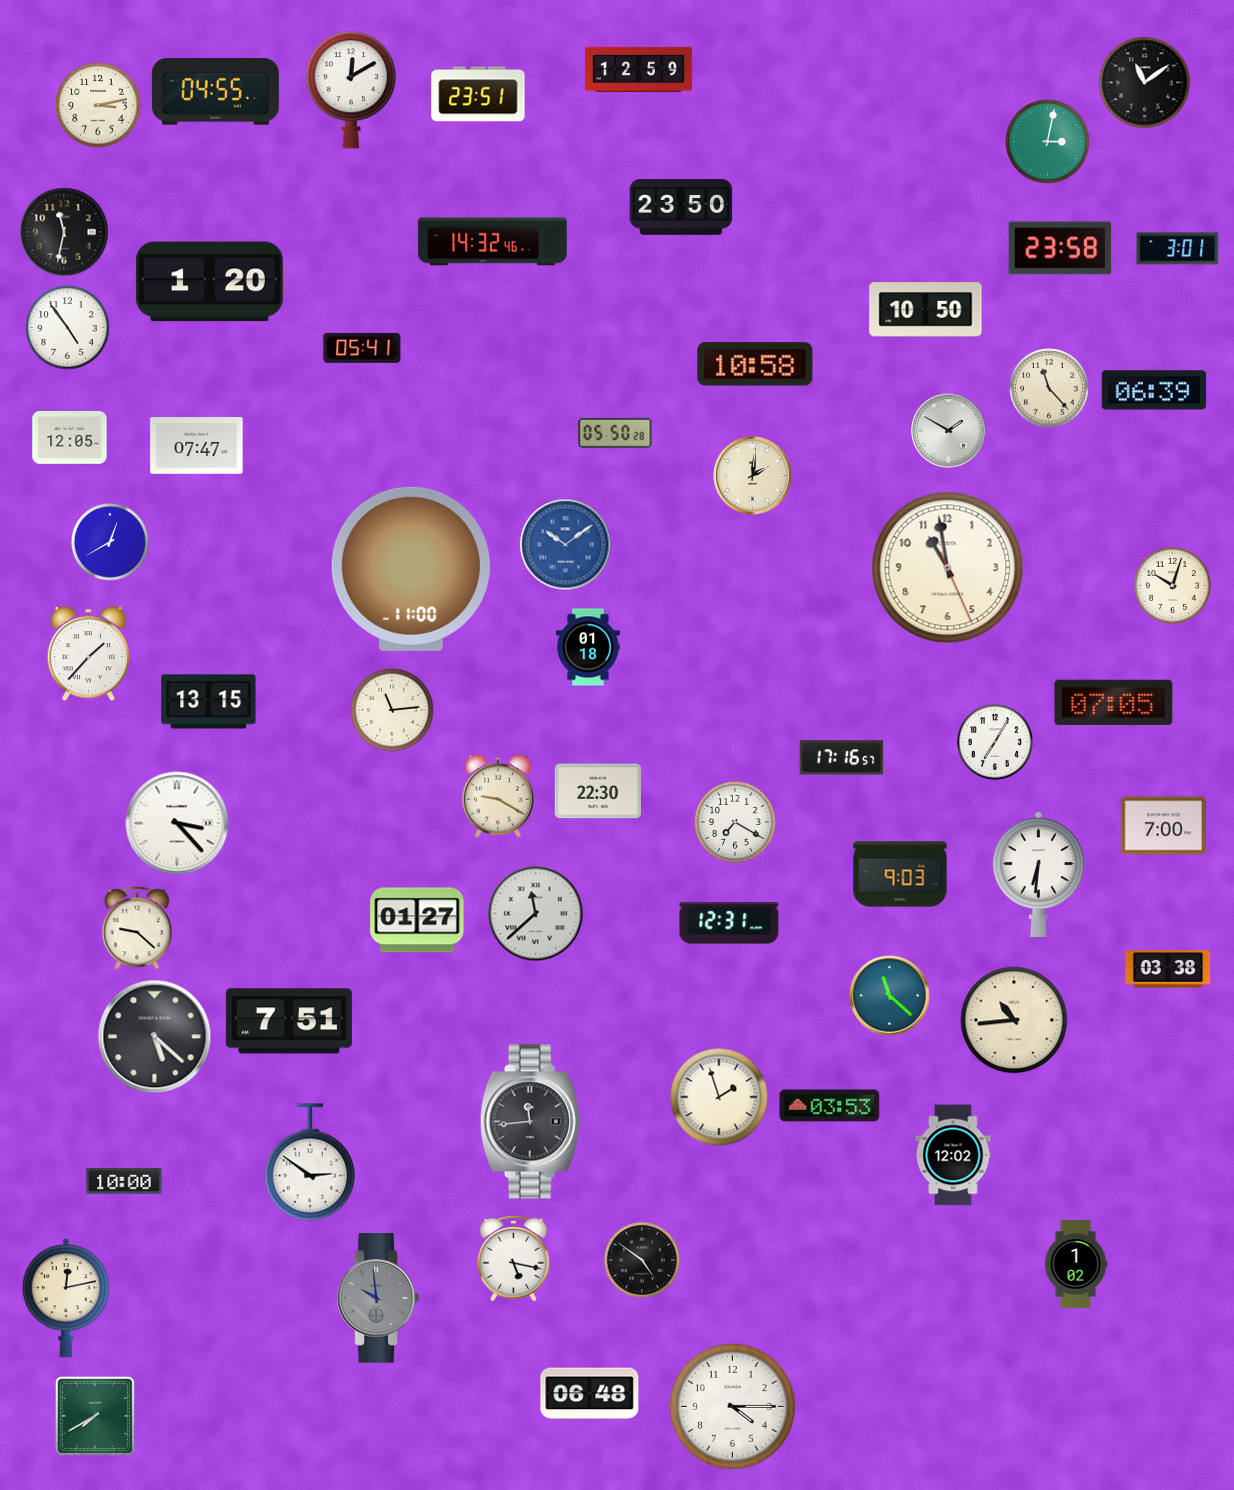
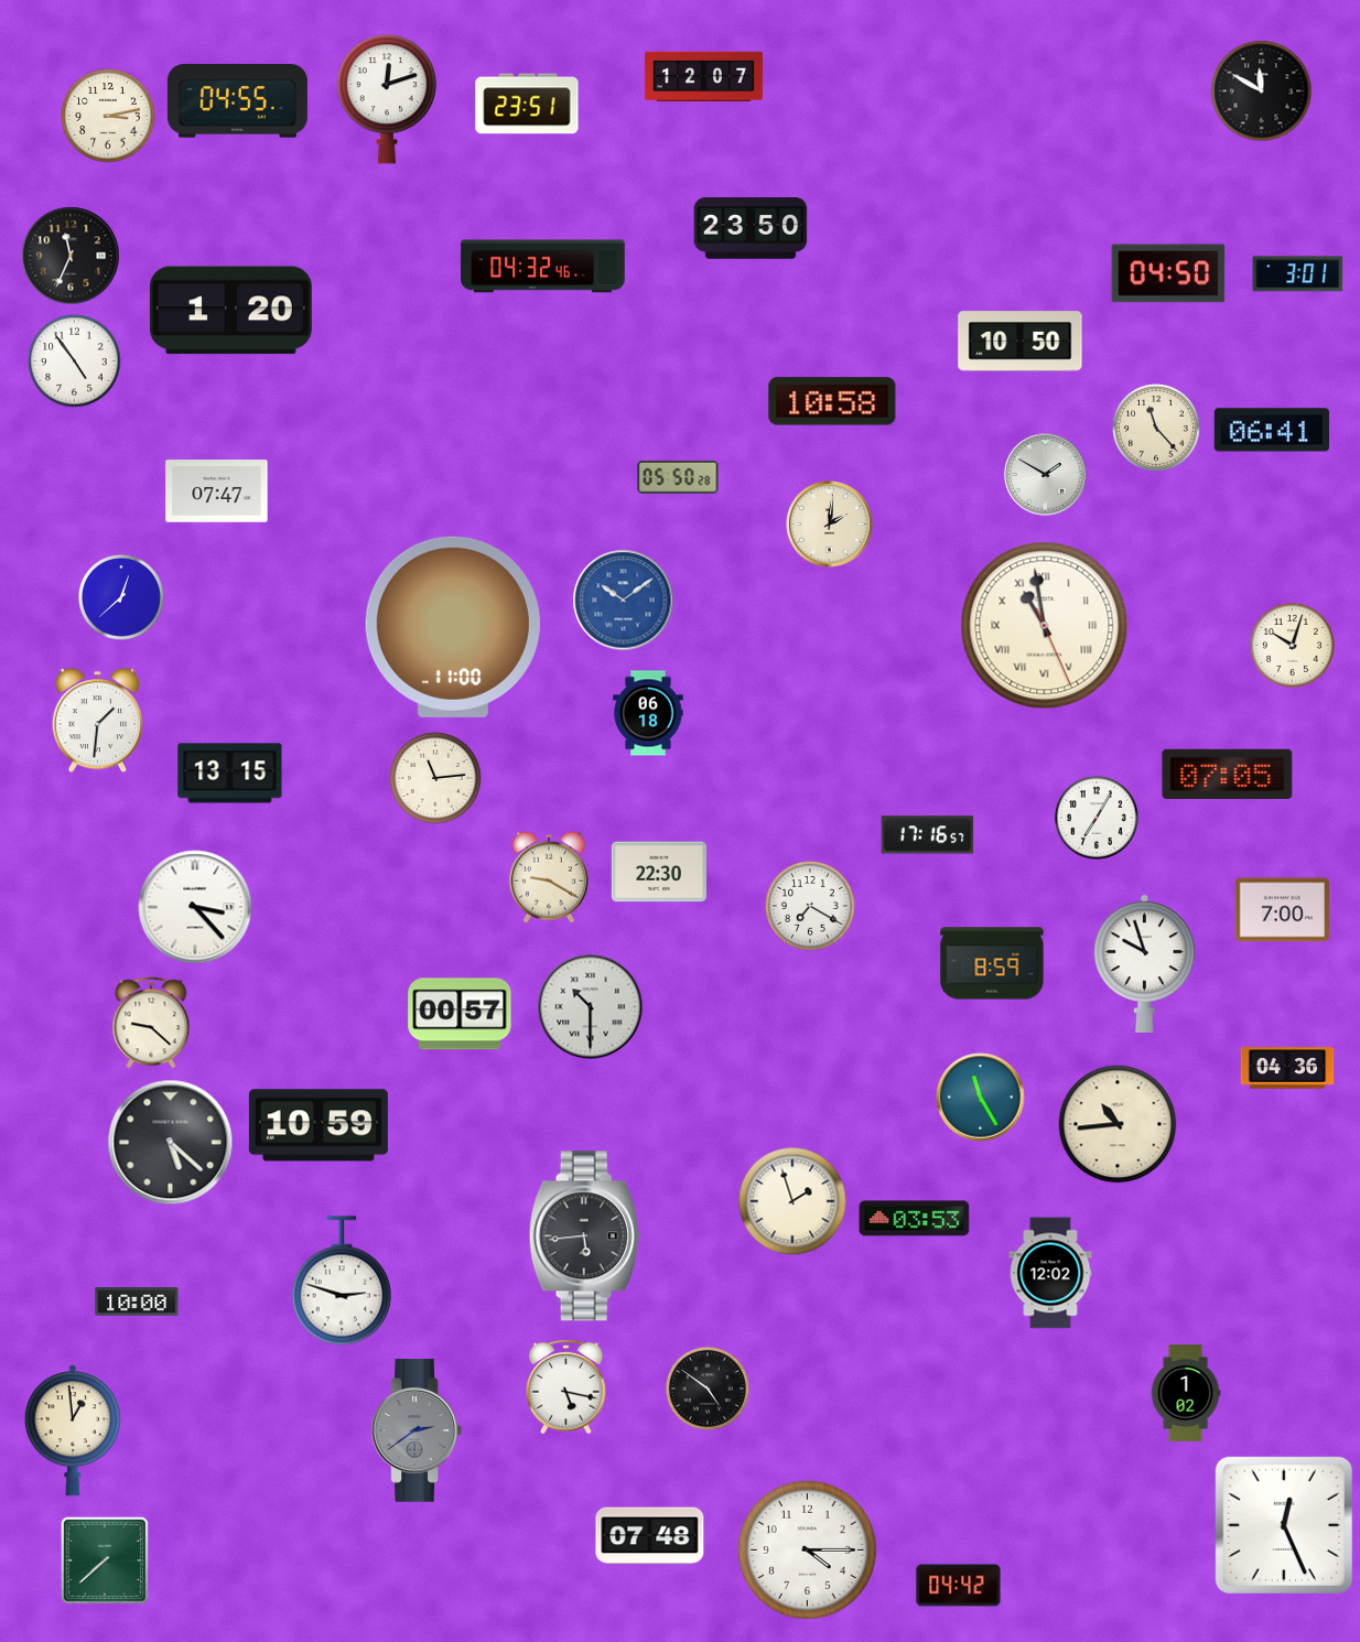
clock at (638, 69): 12:59 -> 12:07
clock at (1145, 83): 11:09 -> 11:50
clock at (351, 90): 12:10 -> 12:12
clock at (1048, 142): 3:02 -> none
clock at (64, 232): 11:32 -> 11:34
clock at (493, 242): 14:32 -> 04:32
clock at (1060, 248): 23:58 -> 04:50
clock at (362, 348): 05:41 -> none
clock at (1154, 390): 06:39 -> 06:41
clock at (70, 438): 12:05 -> none
clock at (110, 542): 12:40 -> 12:38
clock at (948, 568) numerals: Arabic -> Roman
clock at (588, 647): 01:18 -> 06:18
clock at (89, 654): 1:37 -> 1:31
clock at (392, 710) position: (392, 710) -> (435, 778)
clock at (900, 874): 9:03 -> 8:59
clock at (1039, 874): 6:31 -> 9:57
clock at (536, 914): 11:38 -> 10:30
clock at (417, 920): 01:27 -> 00:57
clock at (729, 923): 12:31 -> none
clock at (1168, 969): 03:38 -> 04:36
clock at (890, 996): 11:22 -> 11:25
clock at (289, 1021): 7:51 -> 10:59
clock at (719, 1097) position: (719, 1097) -> (792, 1201)
clock at (530, 1122): 11:44 -> 5:44
clock at (310, 1162): 2:51 -> 2:48
clock at (66, 1298): 12:13 -> 12:59
clock at (377, 1298): 9:59 -> 2:39
clock at (1284, 1525): none -> 12:26
clock at (590, 1394): 06:48 -> 07:48
clock at (95, 1416): 7:40 -> 7:38
clock at (959, 1586): none -> 04:42
